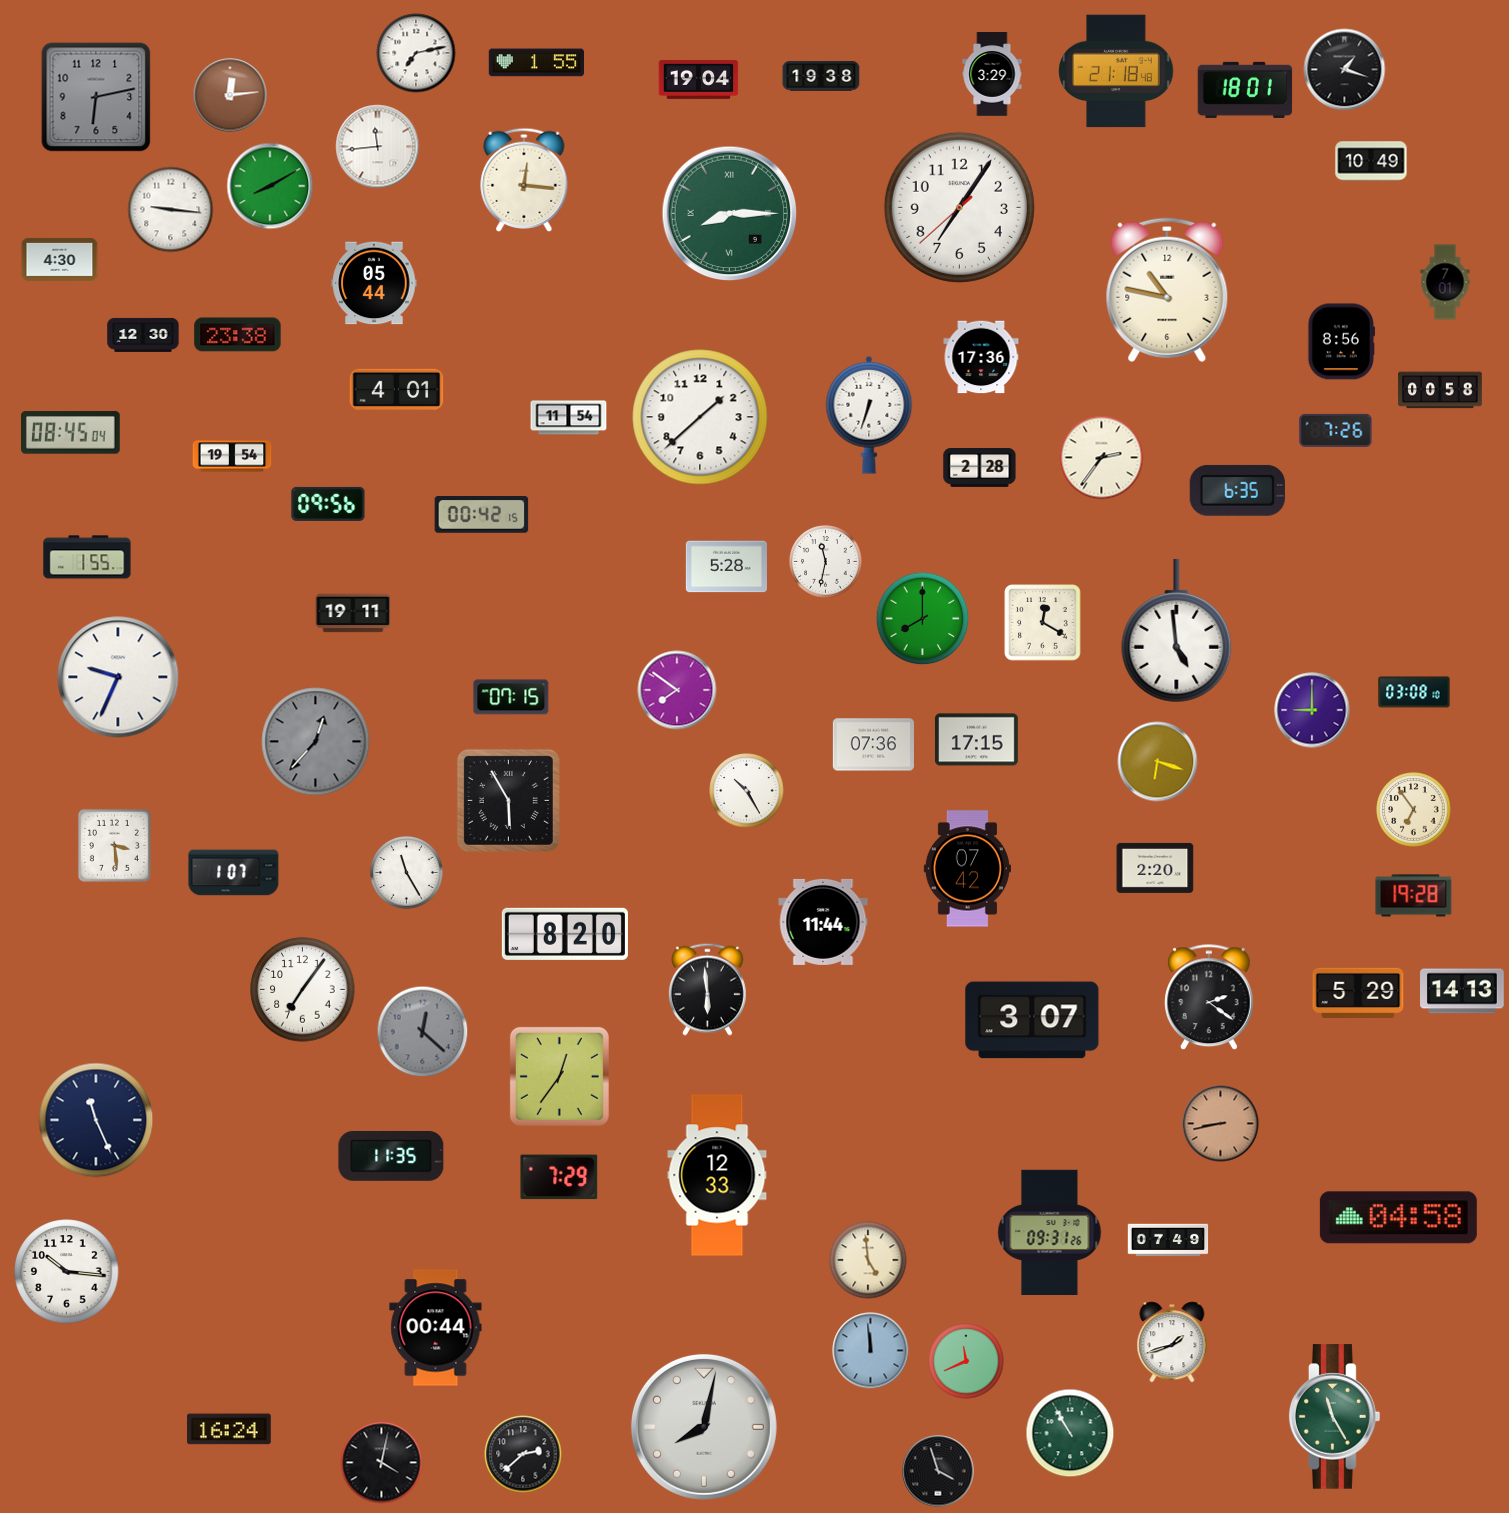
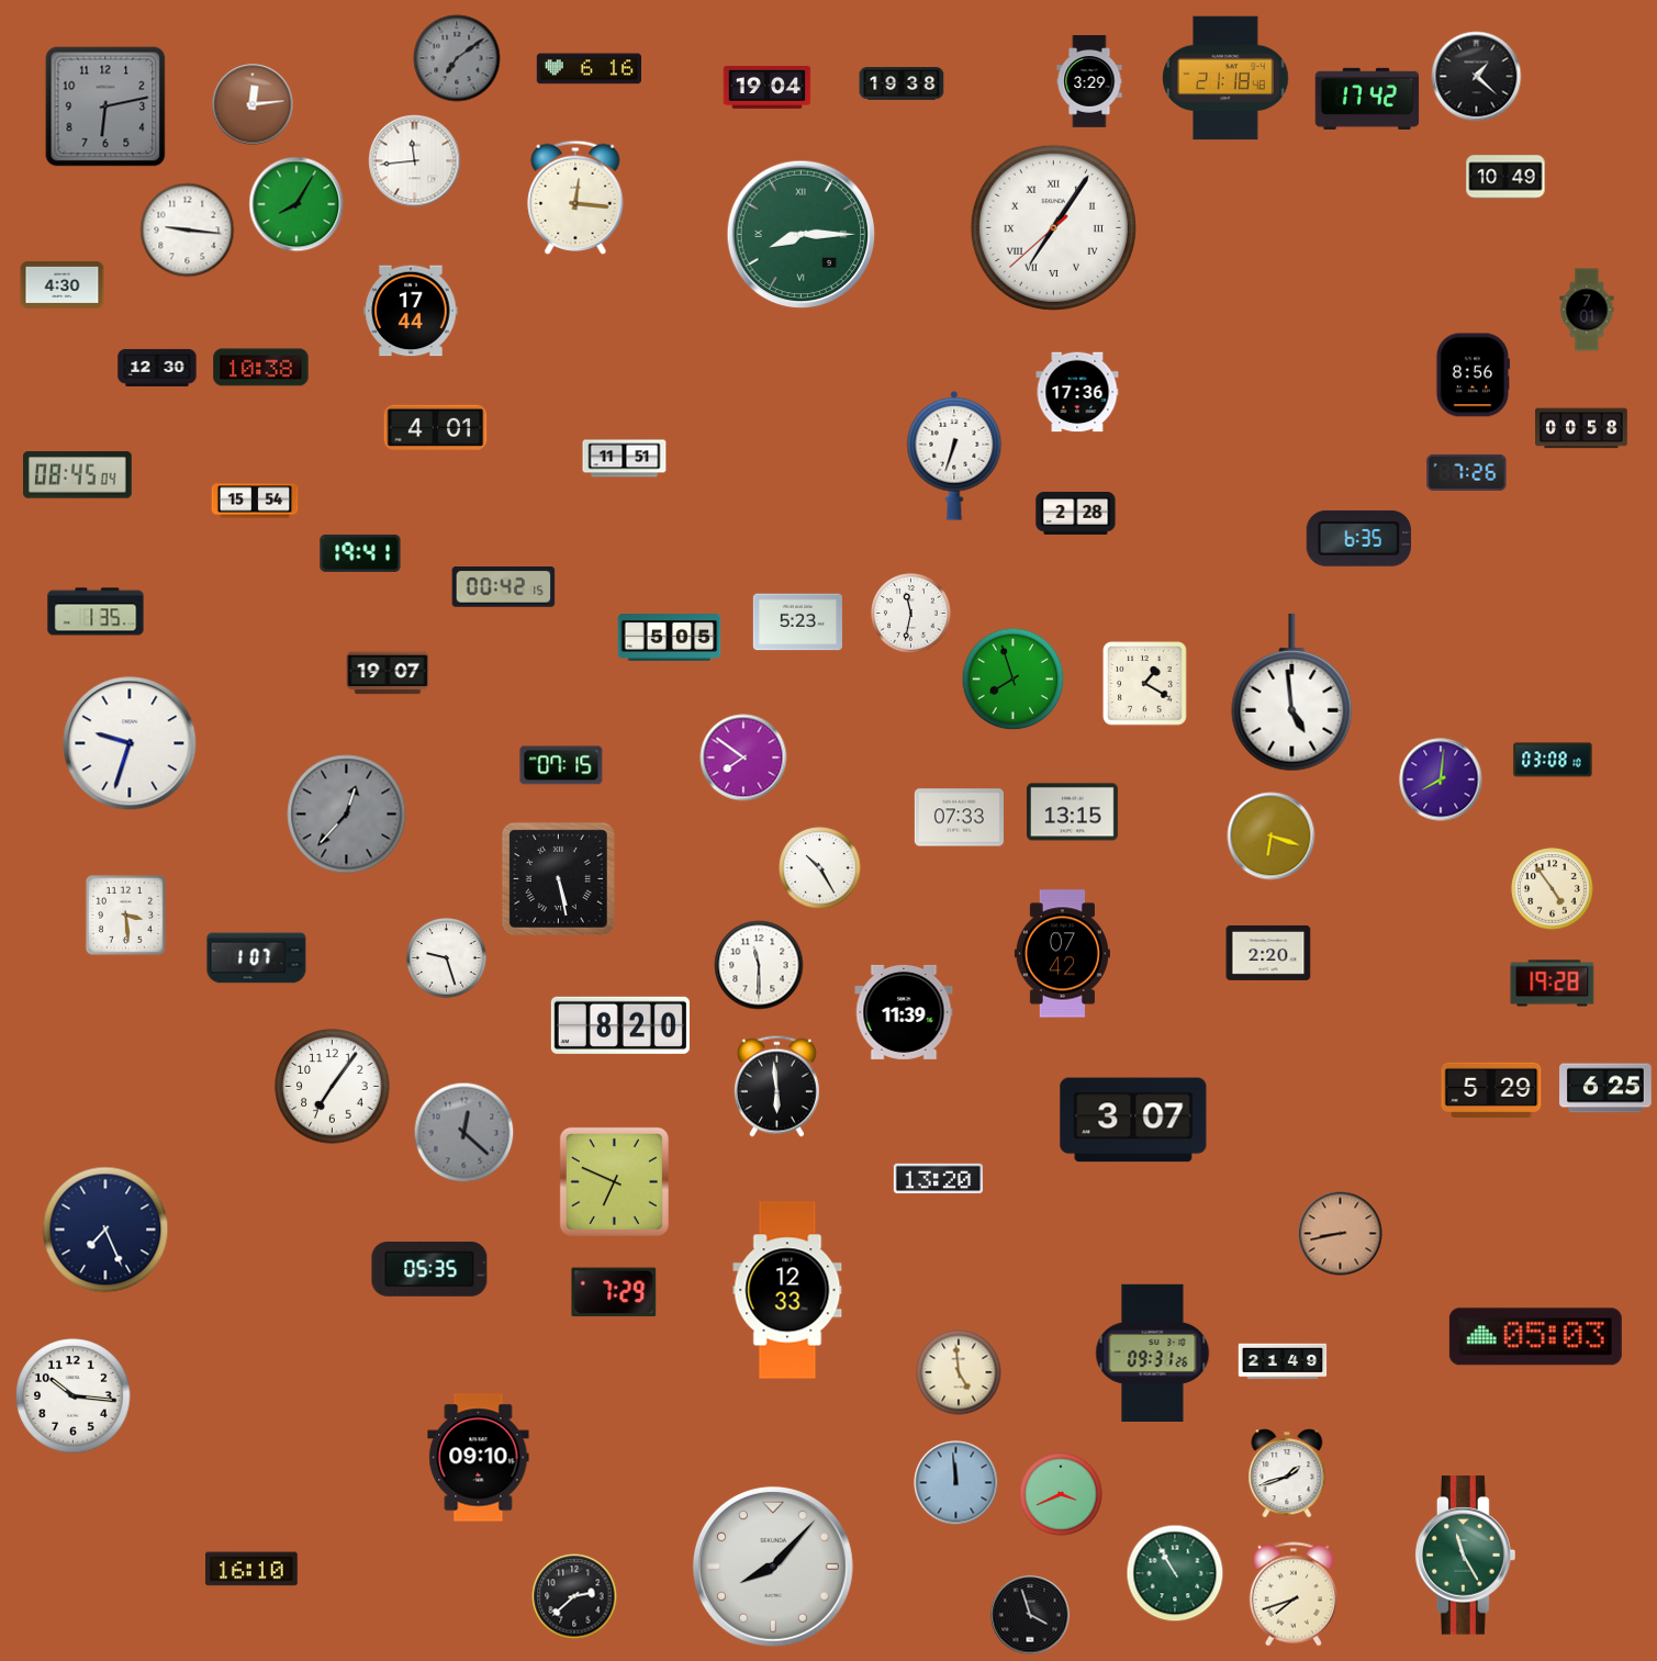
clock at (416, 53): 7:13 -> 7:09
clock at (416, 53) dial: white -> grey
clock at (536, 63): 1:55 -> 6:16
clock at (1345, 70): 1:18 -> 1:22
clock at (1245, 90): 18:01 -> 17:42
clock at (270, 186): 8:10 -> 8:05
clock at (959, 207) numerals: Arabic -> Roman
clock at (60, 259) position: (60, 259) -> (63, 284)
clock at (374, 283): 05:44 -> 17:44
clock at (1167, 290): 10:47 -> none
clock at (238, 335): 23:38 -> 10:38
clock at (700, 417): 1:38 -> none
clock at (569, 418): 11:54 -> 11:51
clock at (232, 456): 19:54 -> 15:54
clock at (1102, 458): 2:36 -> none
clock at (328, 504): 09:56 -> 19:41
clock at (482, 515) position: (482, 515) -> (504, 587)
clock at (87, 557): 1:55 -> 1:35
clock at (826, 562) position: (826, 562) -> (911, 614)
clock at (726, 567): 5:28 -> 5:23
clock at (670, 638): none -> 5:05
clock at (353, 613): 19:11 -> 19:07
clock at (923, 619): 8:00 -> 7:57
clock at (1043, 623): 12:20 -> 1:20
clock at (118, 677): 9:34 -> 9:33
clock at (1312, 710): 9:00 -> 8:01
clock at (976, 740): 17:15 -> 13:15
clock at (873, 745): 07:36 -> 07:33
clock at (508, 800): 5:55 -> 5:28
clock at (1414, 810): 6:54 -> 4:54
clock at (114, 845) position: (114, 845) -> (125, 914)
clock at (407, 873): 11:25 -> 9:27
clock at (759, 965): none -> 11:30
clock at (823, 922): 11:44 -> 11:39
clock at (1462, 991): 14:13 -> 6:25
clock at (1210, 998): 2:21 -> none
clock at (938, 1178): none -> 13:20
clock at (559, 1076): 12:36 -> 6:49
clock at (96, 1120): 11:26 -> 7:26
clock at (391, 1156): 11:35 -> 05:35
clock at (1398, 1218): 04:58 -> 05:03
clock at (1168, 1240): 07:49 -> 21:49
clock at (868, 1260) position: (868, 1260) -> (959, 1372)
clock at (436, 1328): 00:44 -> 09:10
clock at (966, 1361): 11:41 -> 3:41
clock at (704, 1427): 8:02 -> 8:07
clock at (230, 1429): 16:24 -> 16:10
clock at (1294, 1594): none -> 7:42
clock at (382, 1463): 4:02 -> none
